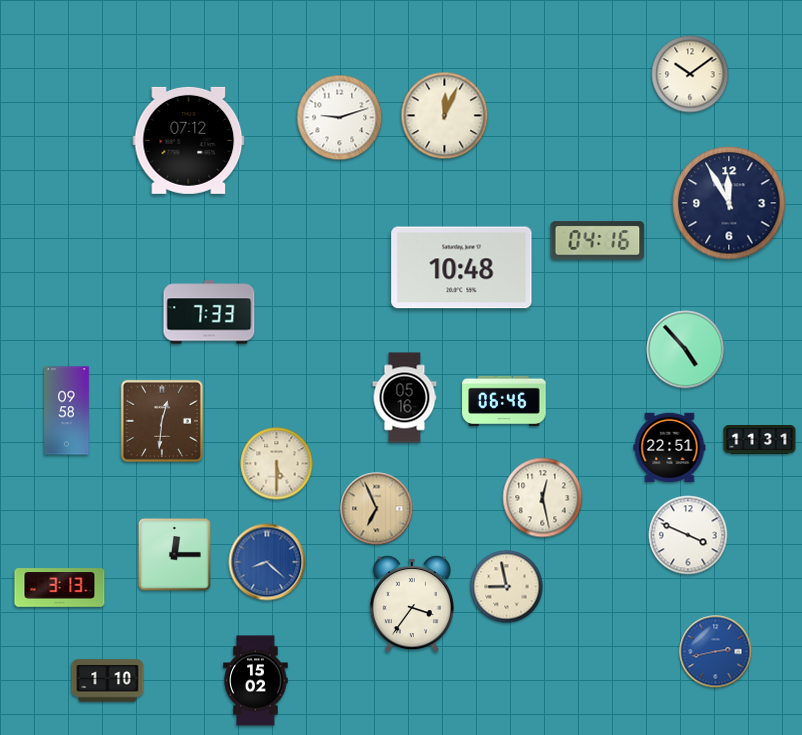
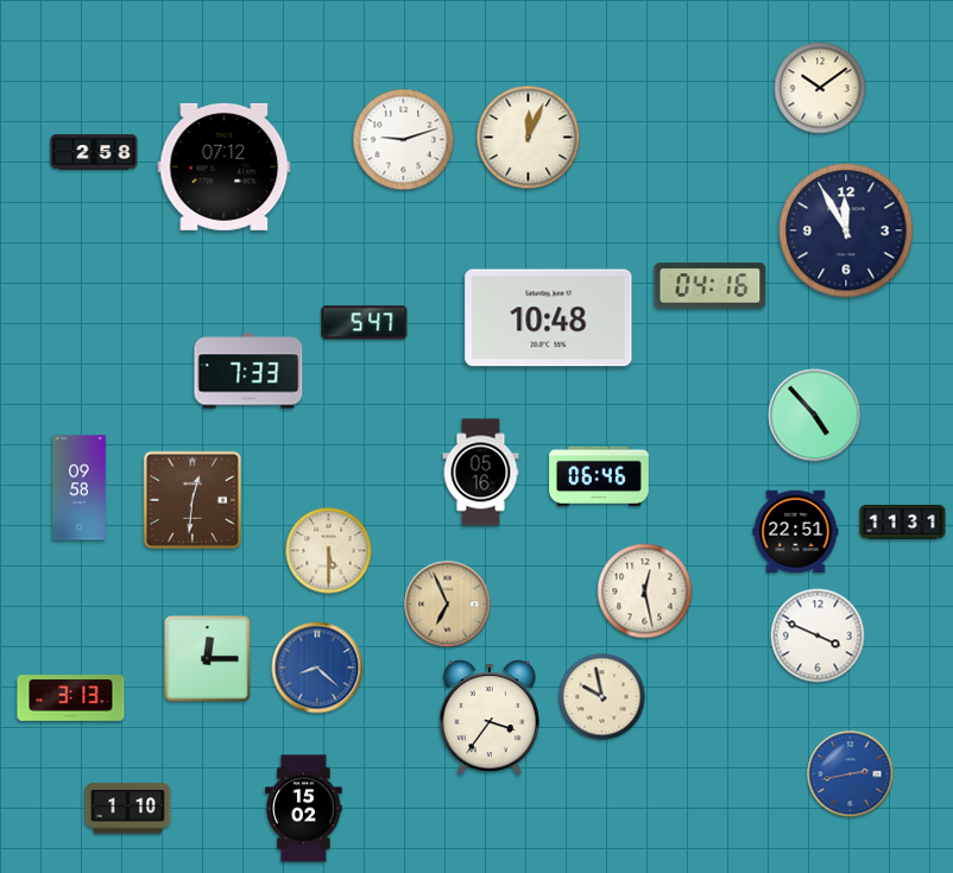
clock at (94, 152): none -> 2:58
clock at (729, 203) position: (729, 203) -> (846, 230)
clock at (365, 323): none -> 5:47
clock at (507, 587): 8:58 -> 9:58
